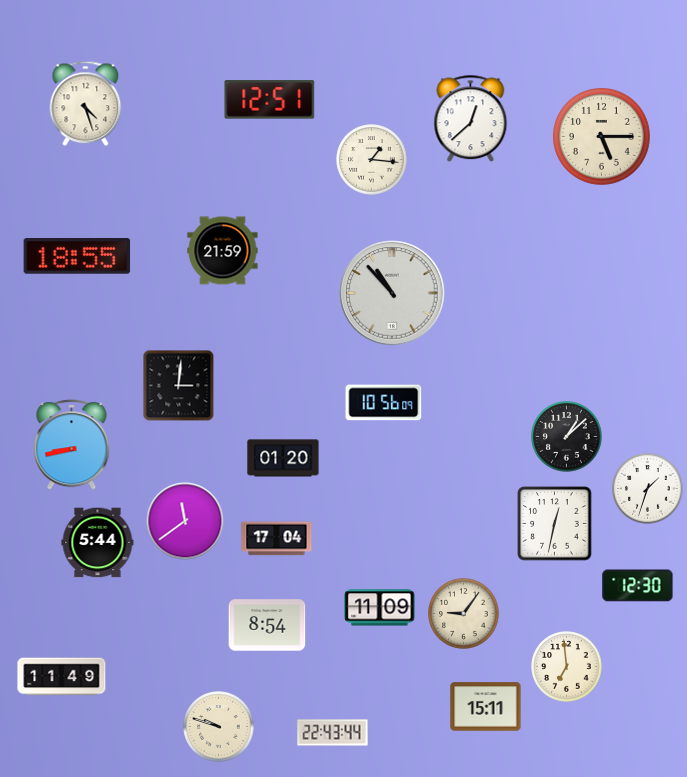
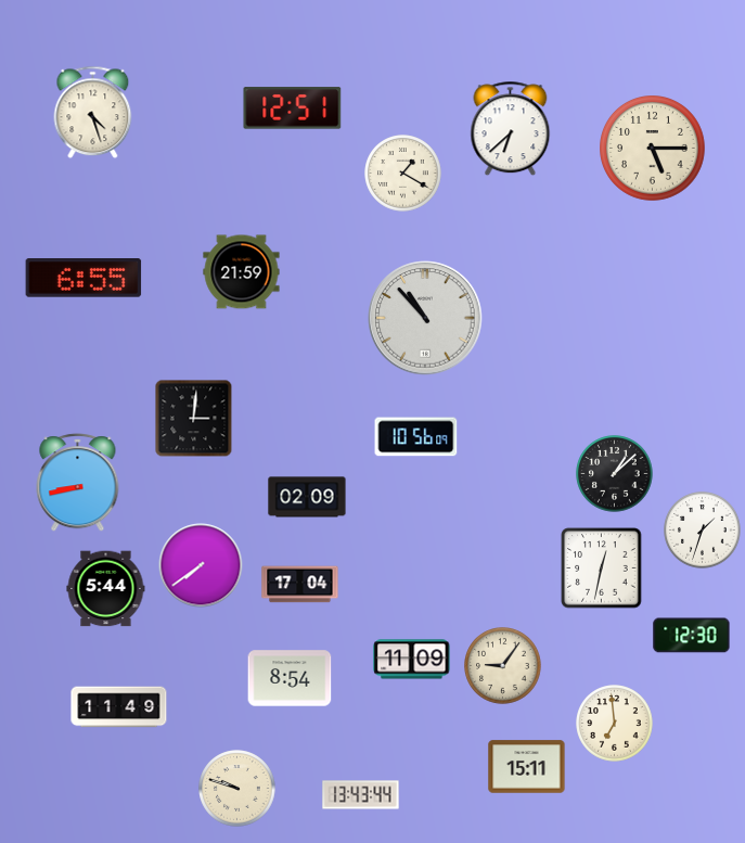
clock at (471, 119): 12:38 -> 6:38
clock at (372, 160): 1:16 -> 1:20
clock at (77, 257): 18:55 -> 6:55
clock at (283, 458): 01:20 -> 02:09
clock at (185, 521): 11:39 -> 7:39
clock at (62, 677) position: (62, 677) -> (119, 707)
clock at (333, 733): 22:43 -> 13:43
